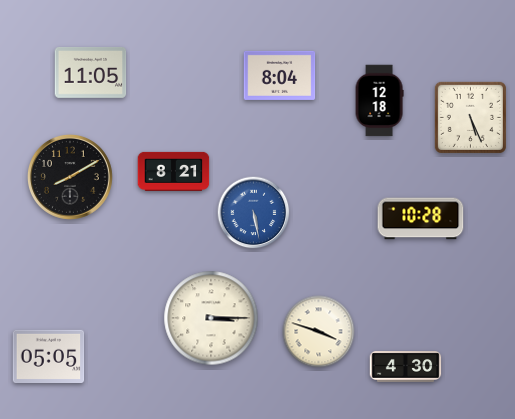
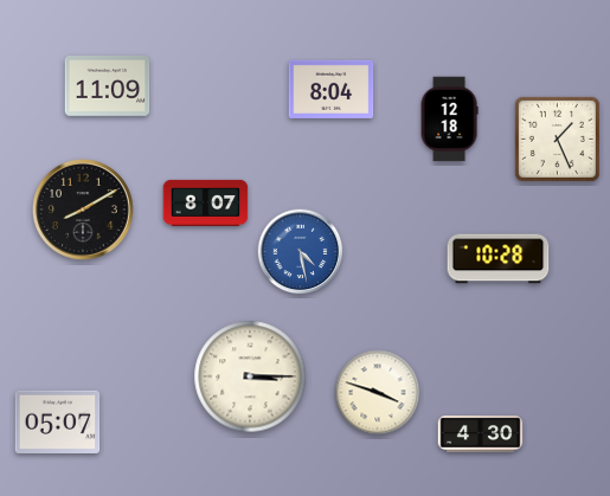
clock at (91, 73): 11:05 -> 11:09
clock at (470, 117): 5:26 -> 1:26
clock at (174, 171): 8:21 -> 8:07
clock at (254, 213): 5:28 -> 4:28
clock at (49, 356): 05:05 -> 05:07
